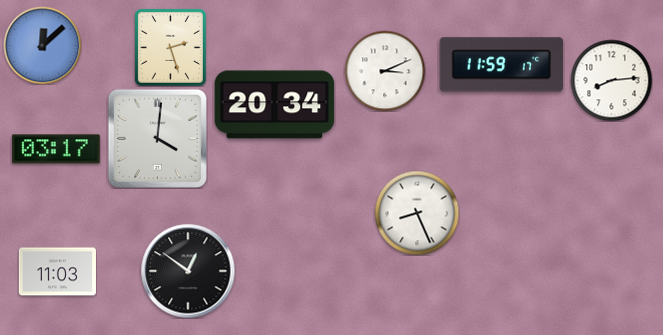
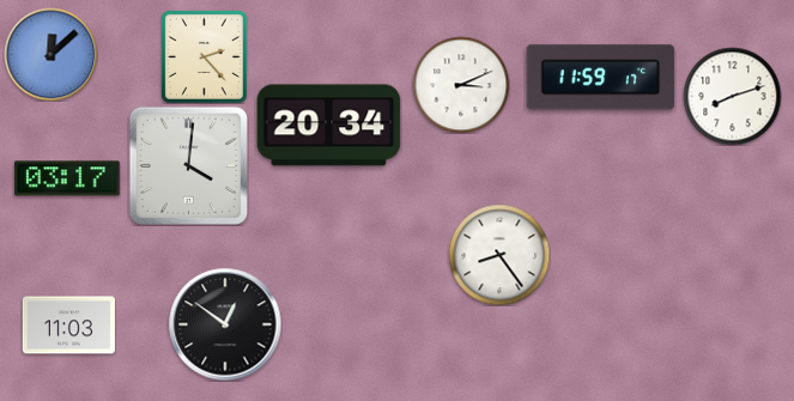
clock at (170, 47): 2:27 -> 2:23
clock at (611, 80): 8:14 -> 8:12
clock at (417, 213): 8:26 -> 8:24
